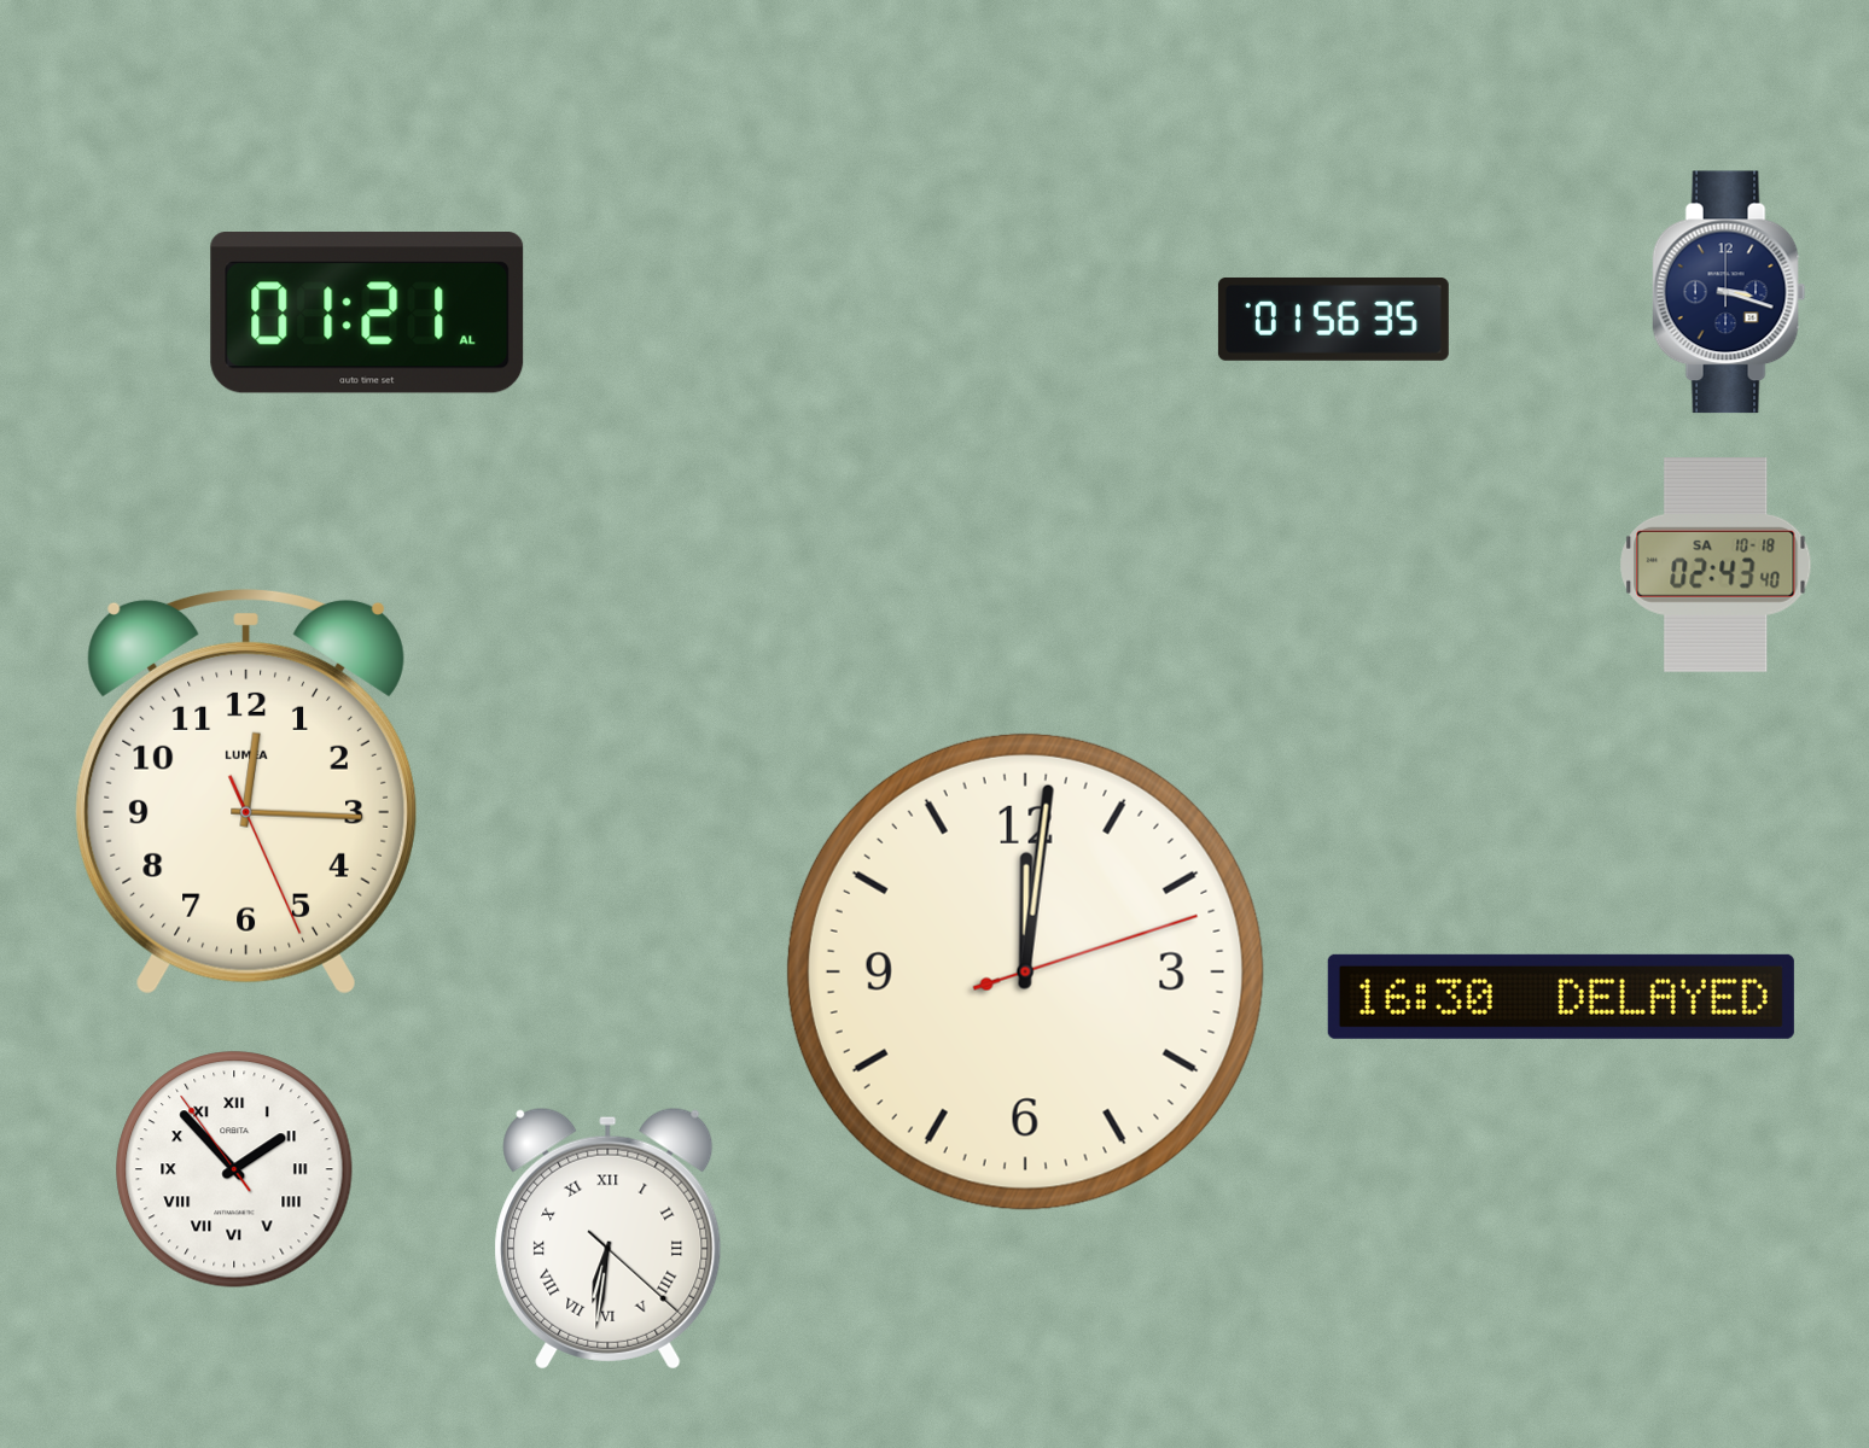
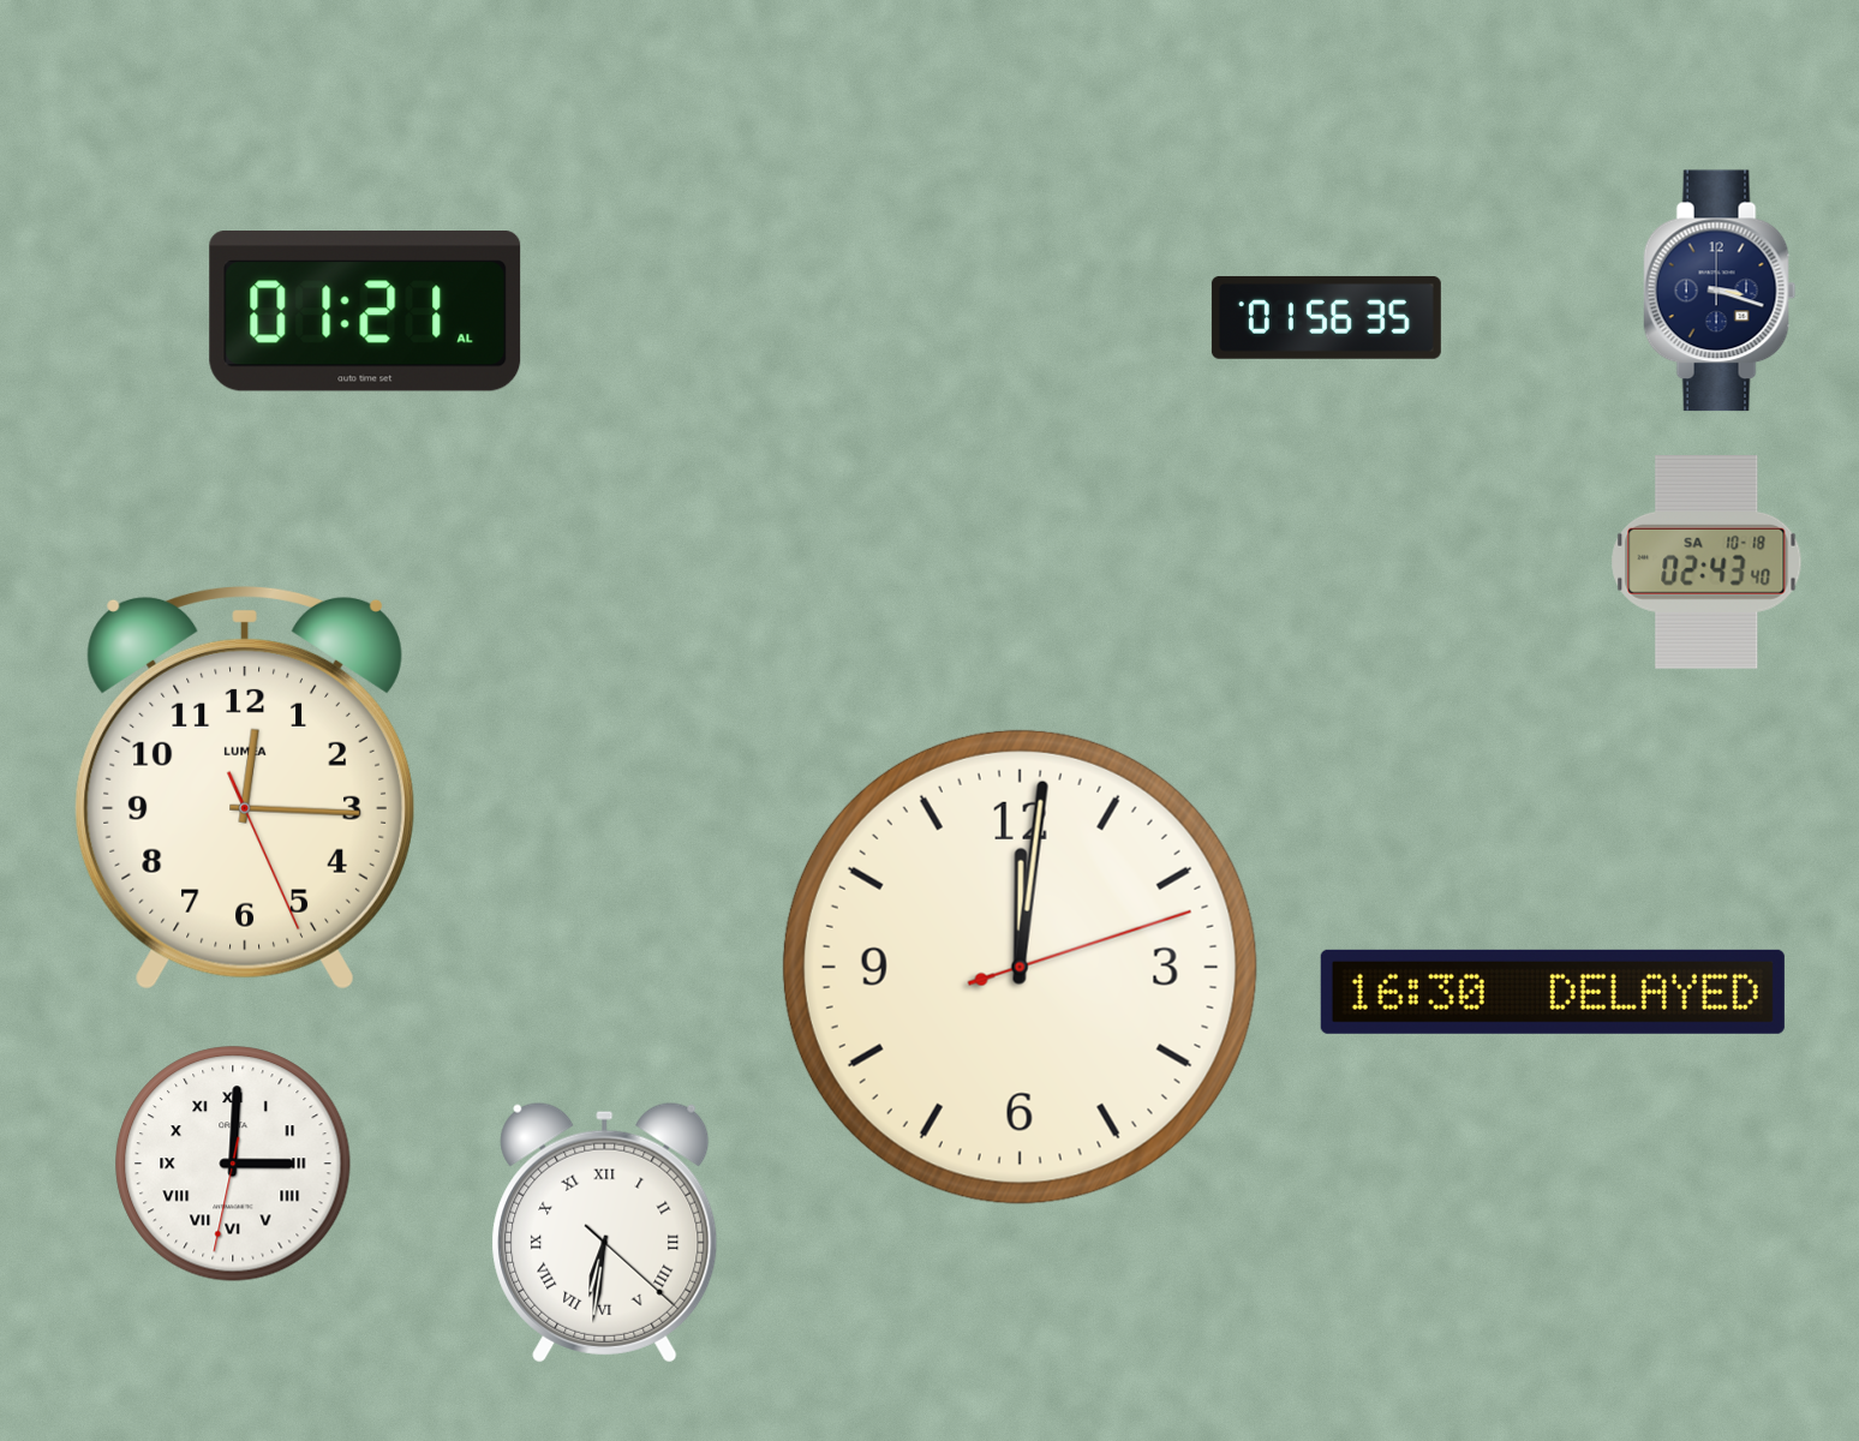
clock at (234, 1169): 1:52 -> 3:00
